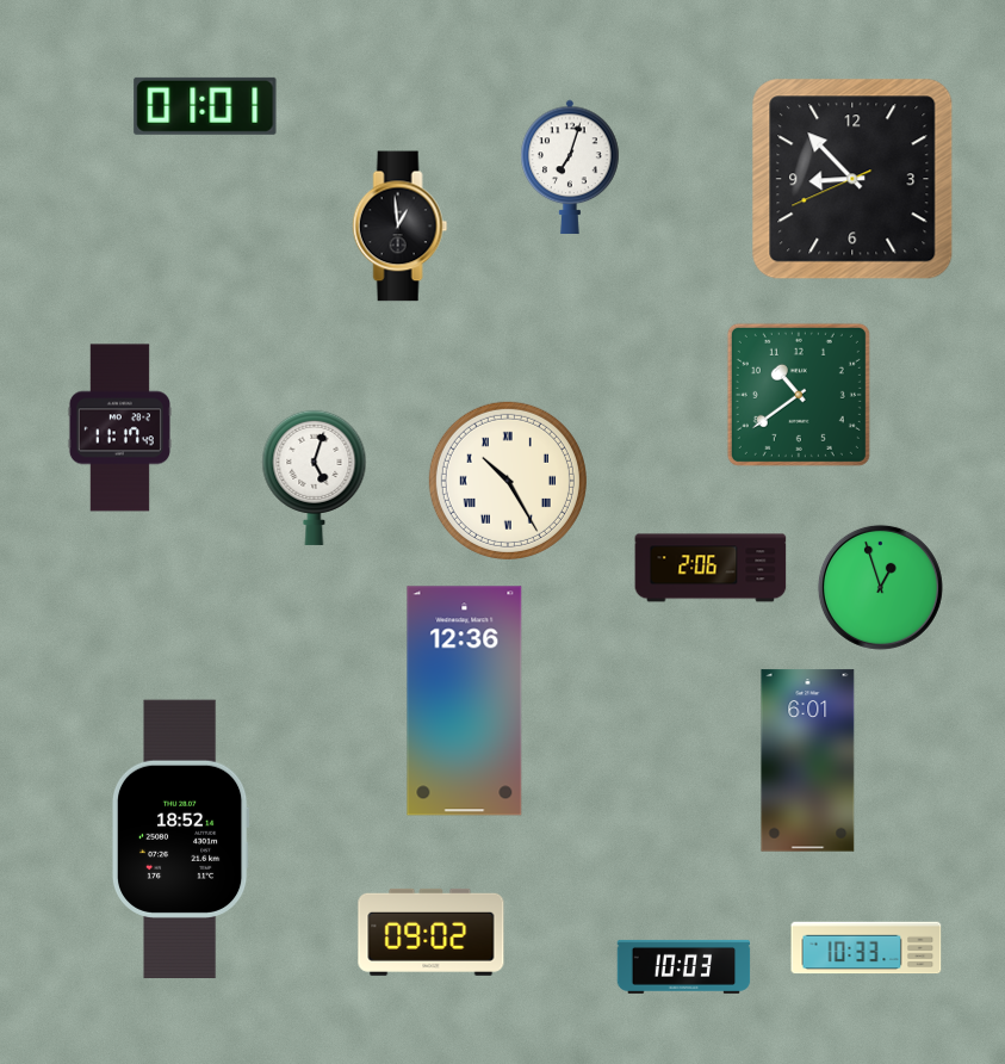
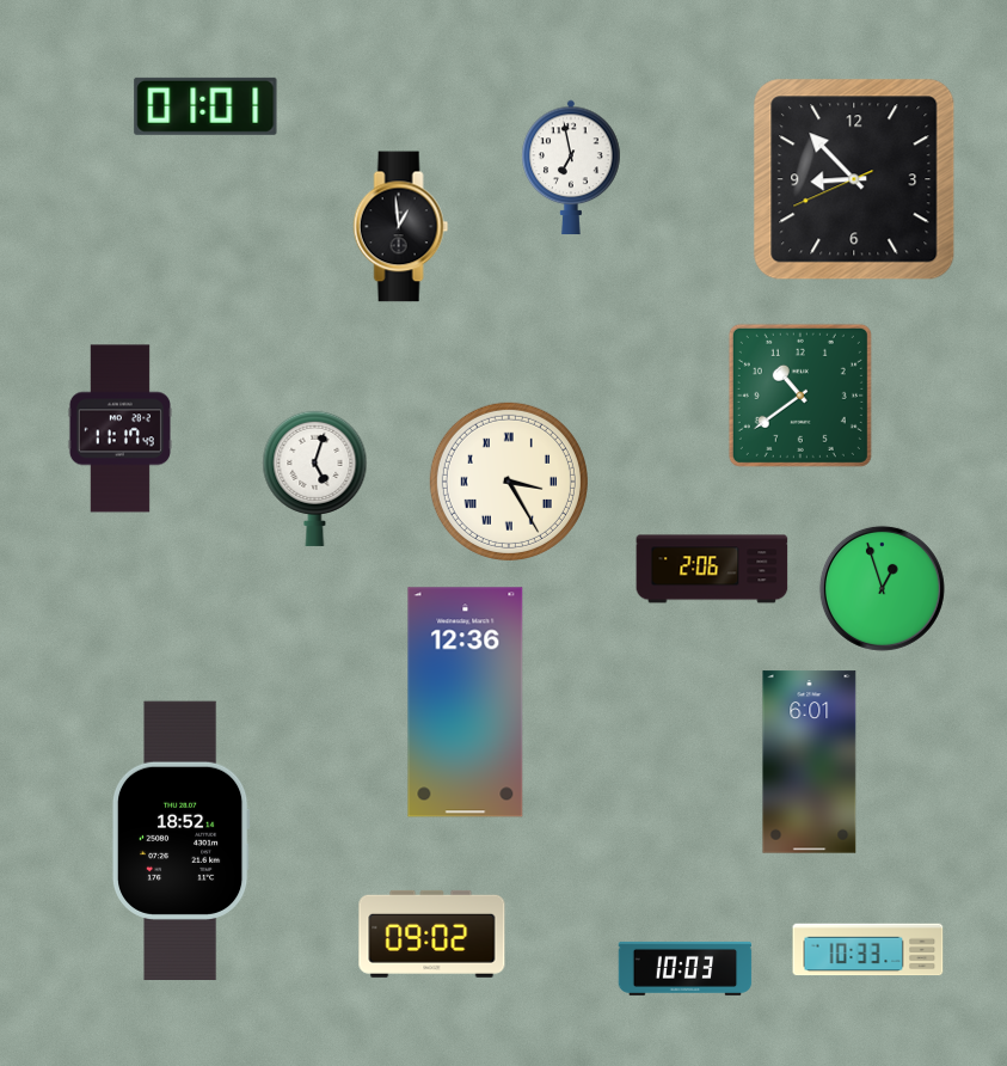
clock at (570, 167): 7:03 -> 6:58
clock at (508, 481): 10:25 -> 3:25
